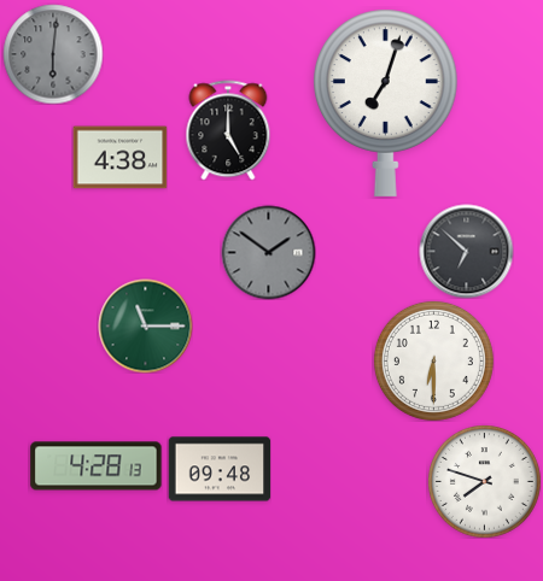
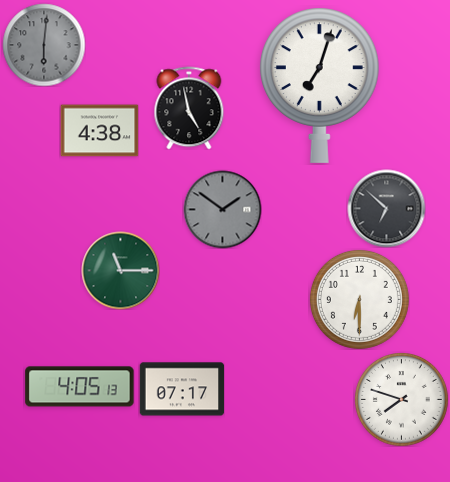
clock at (228, 130): 5:00 -> 4:58
clock at (97, 466): 4:28 -> 4:05
clock at (220, 469): 09:48 -> 07:17
